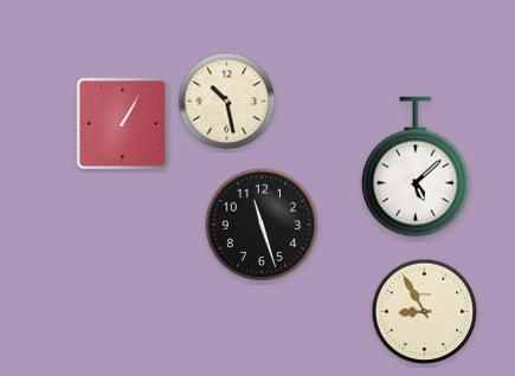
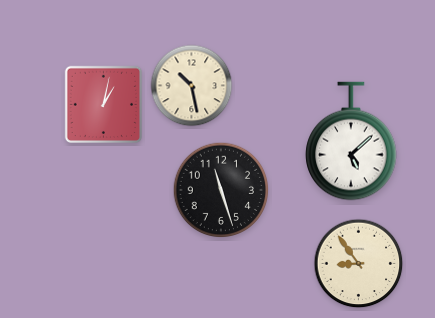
clock at (123, 124): 1:05 -> 1:02
clock at (425, 312): 8:55 -> 8:54
